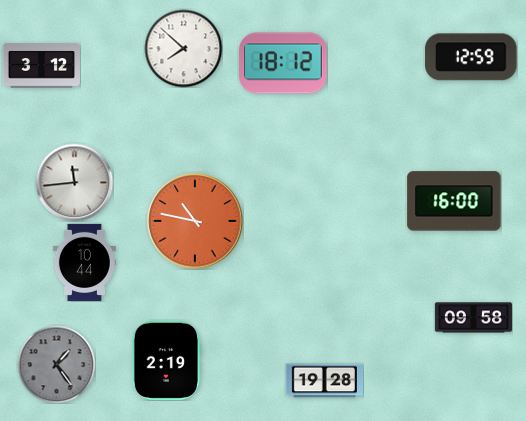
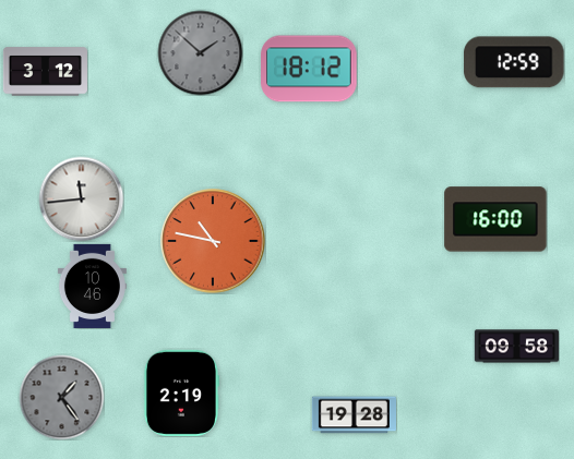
clock at (183, 48): 7:52 -> 1:52
clock at (183, 48) dial: white -> grey
clock at (84, 262): 10:44 -> 10:46
